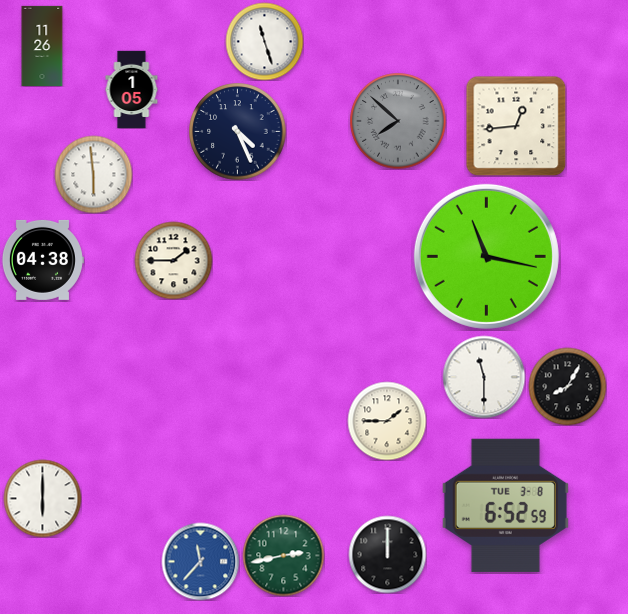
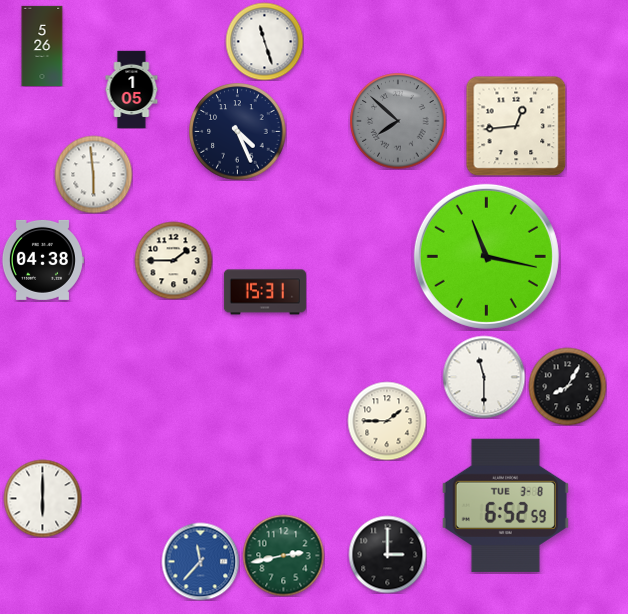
clock at (42, 45): 11:26 -> 5:26
clock at (265, 292): none -> 15:31
clock at (387, 554): 12:00 -> 3:00
